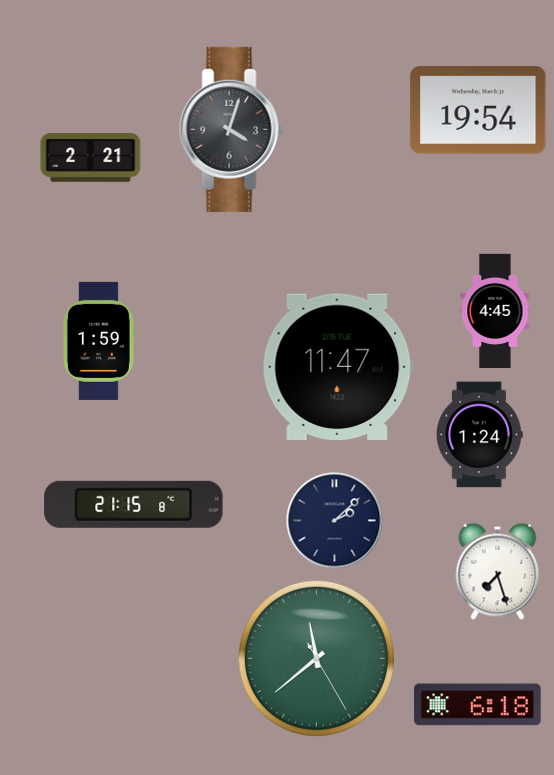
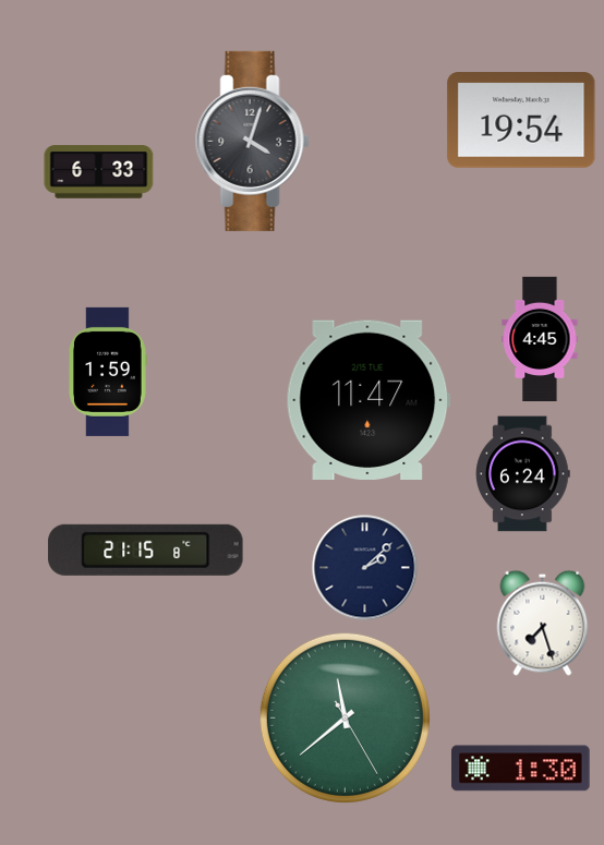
clock at (91, 158): 2:21 -> 6:33
clock at (480, 435): 1:24 -> 6:24
clock at (478, 705): 6:18 -> 1:30
